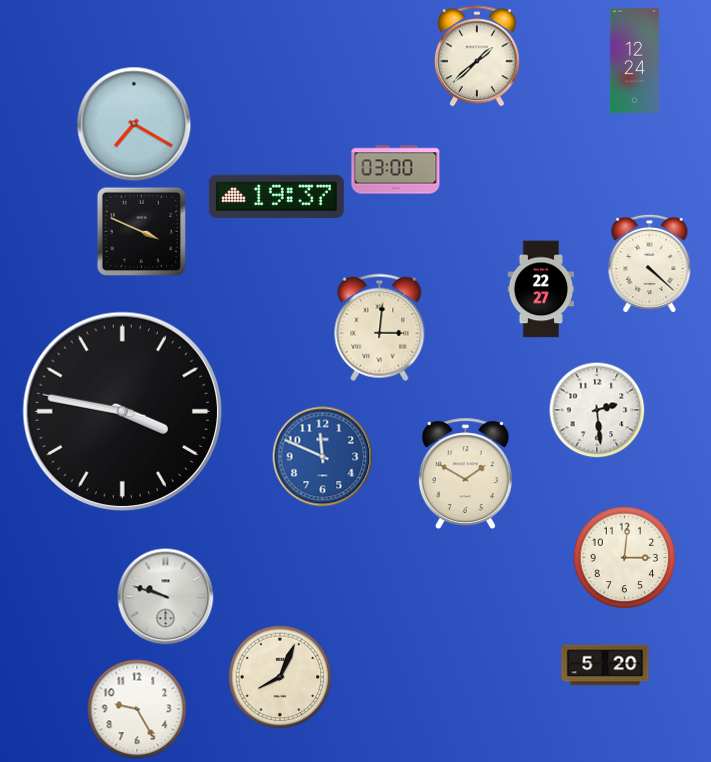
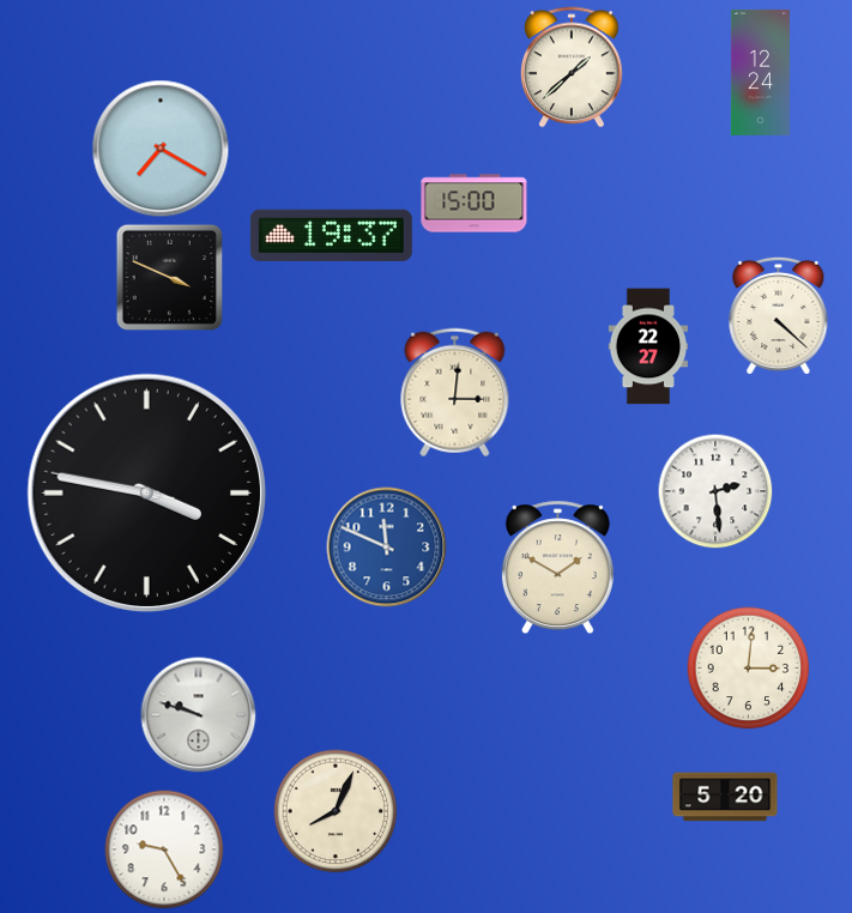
clock at (396, 170): 03:00 -> 15:00
